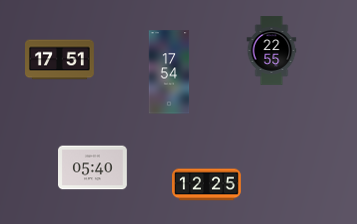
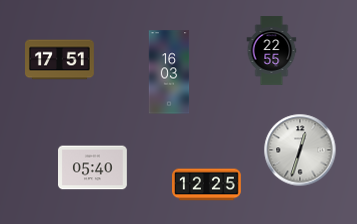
clock at (169, 72): 17:54 -> 16:03
clock at (300, 150): none -> 12:33
